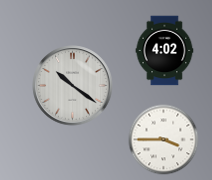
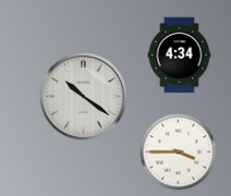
clock at (165, 51): 4:02 -> 4:34
clock at (73, 86) position: (73, 86) -> (84, 97)
